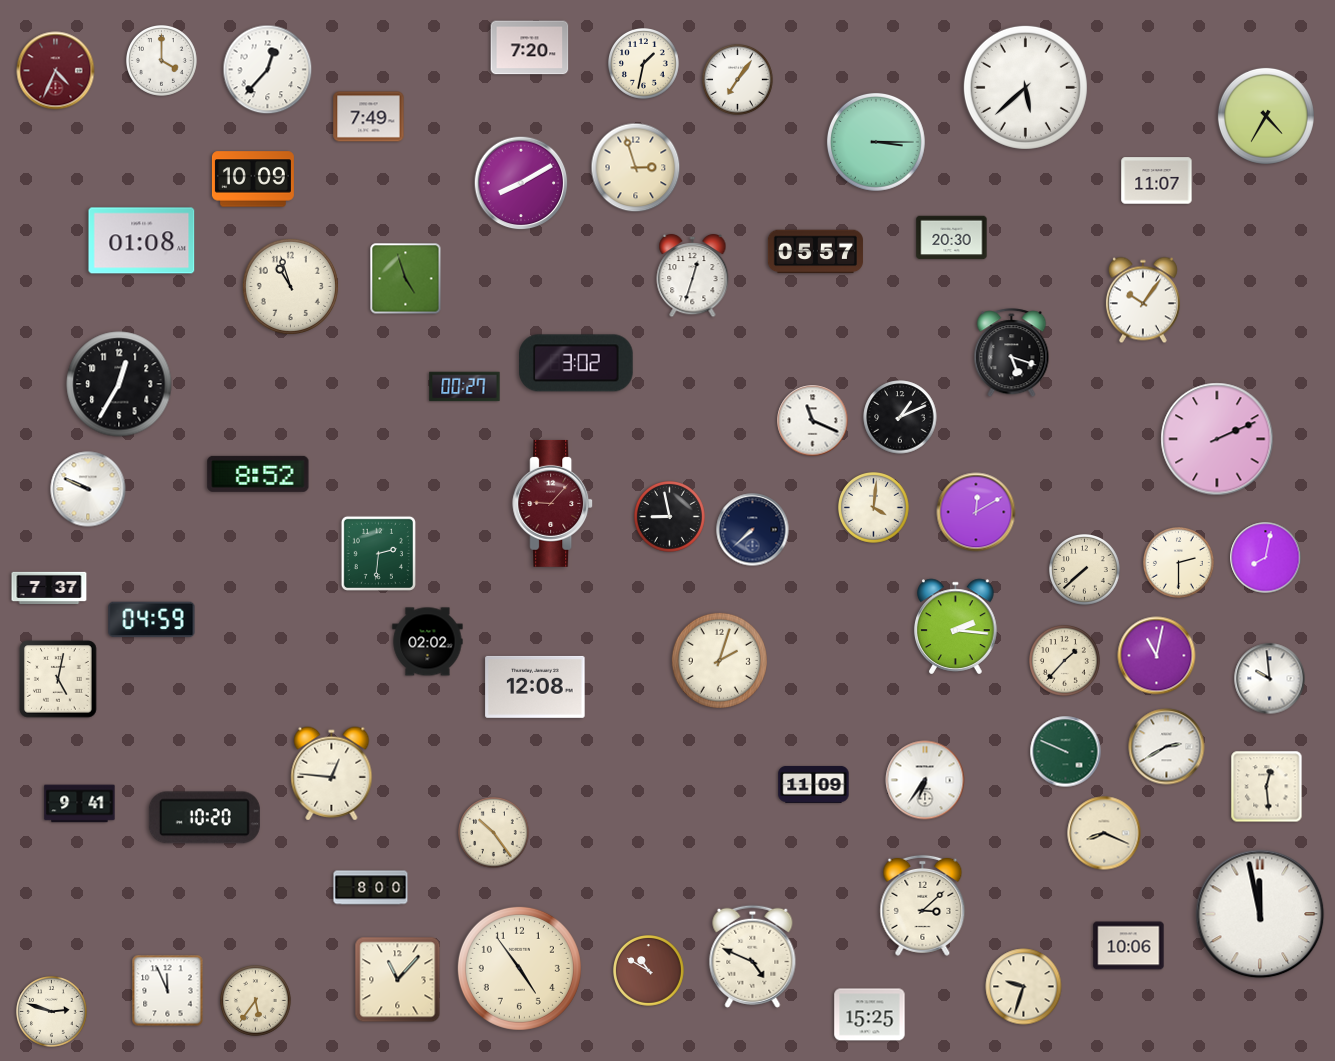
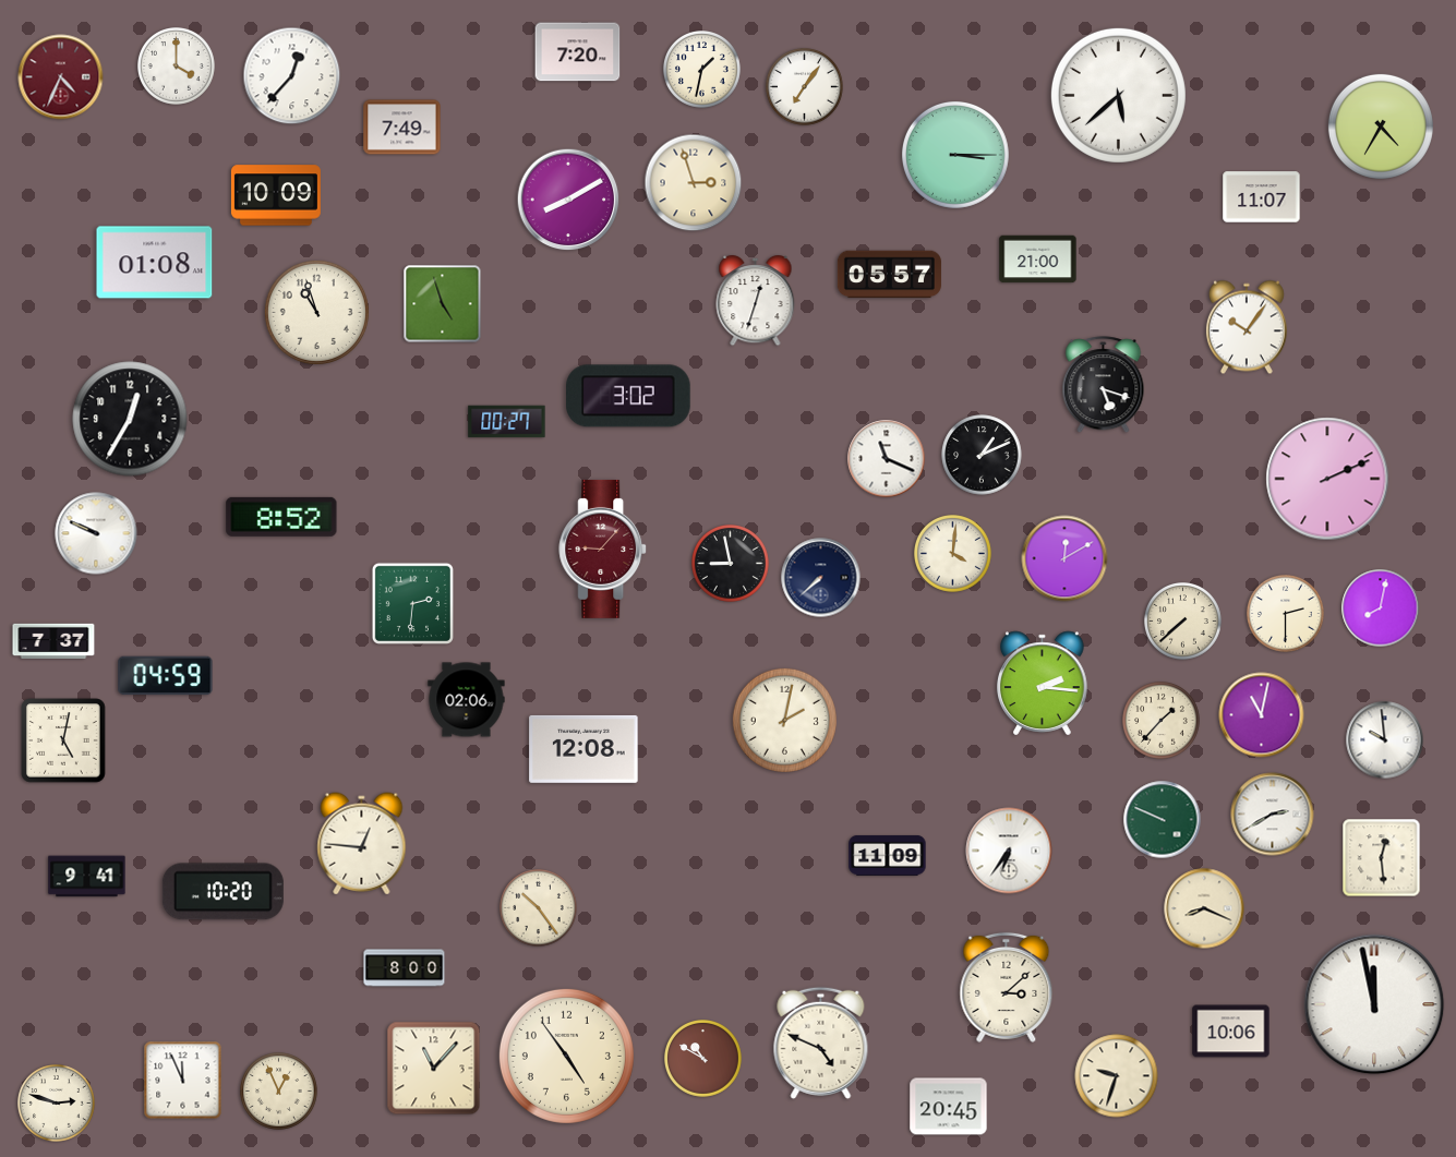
clock at (952, 238): 20:30 -> 21:00
clock at (428, 642): 02:02 -> 02:06
clock at (719, 660): 2:03 -> 2:02
clock at (1260, 914) position: (1260, 914) -> (1374, 1004)
clock at (649, 971) position: (649, 971) -> (703, 1059)
clock at (256, 1001): 5:36 -> 12:56
clock at (870, 1015): 15:25 -> 20:45
